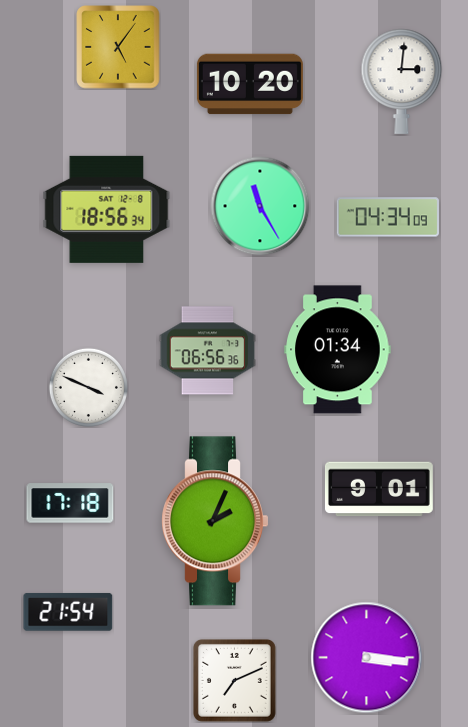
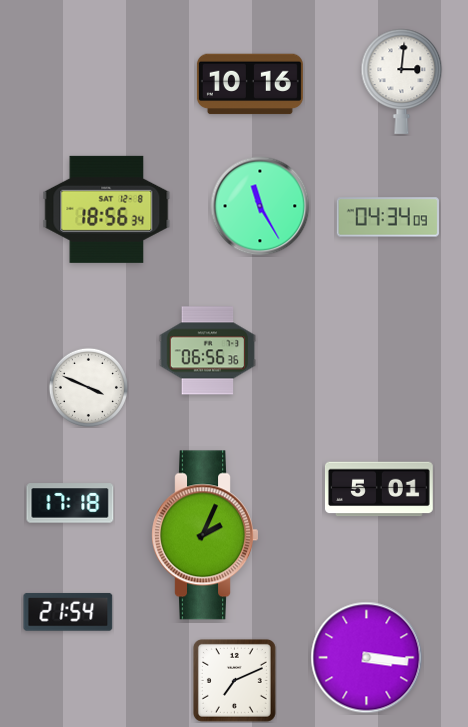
clock at (118, 47): 5:06 -> none
clock at (250, 84): 10:20 -> 10:16
clock at (338, 350): 01:34 -> none
clock at (379, 489): 9:01 -> 5:01
clock at (214, 521) position: (214, 521) -> (204, 535)
